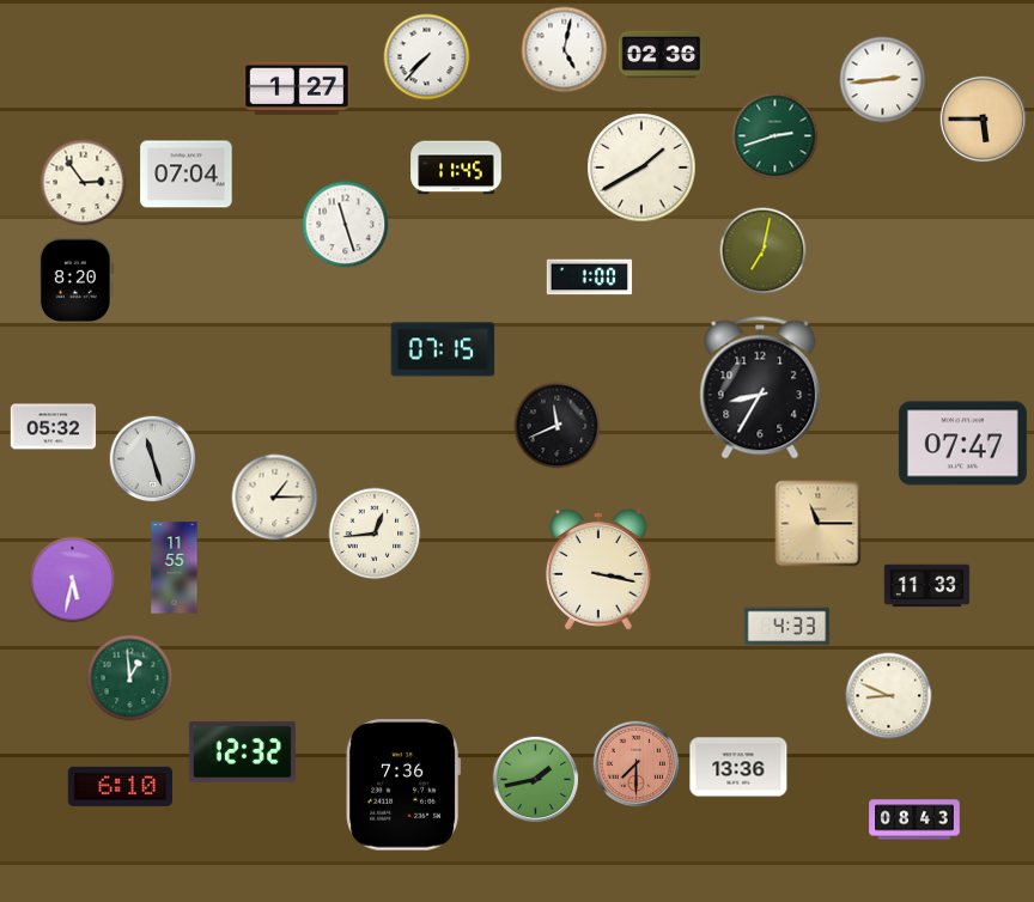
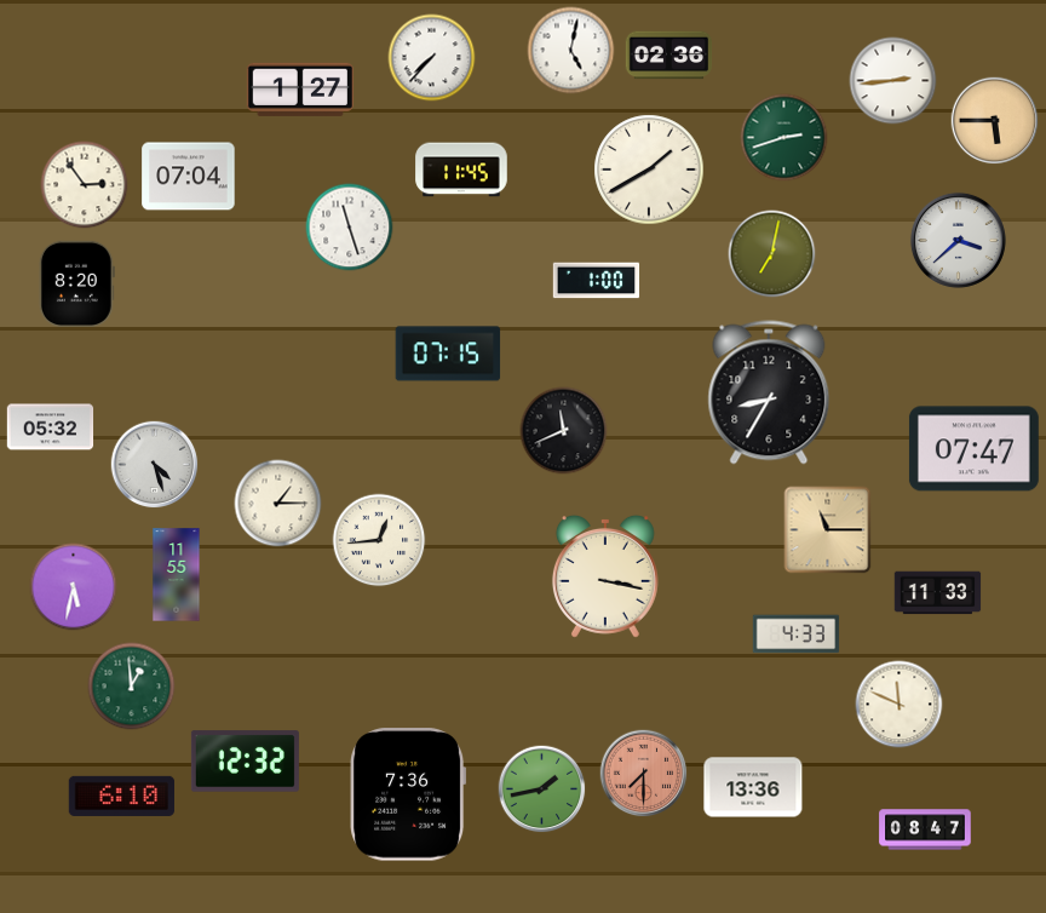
clock at (958, 240): none -> 3:38
clock at (54, 427) position: (54, 427) -> (51, 427)
clock at (153, 459): 11:27 -> 4:27
clock at (889, 696): 8:49 -> 11:49
clock at (738, 767) position: (738, 767) -> (753, 787)
clock at (914, 819): 08:43 -> 08:47
